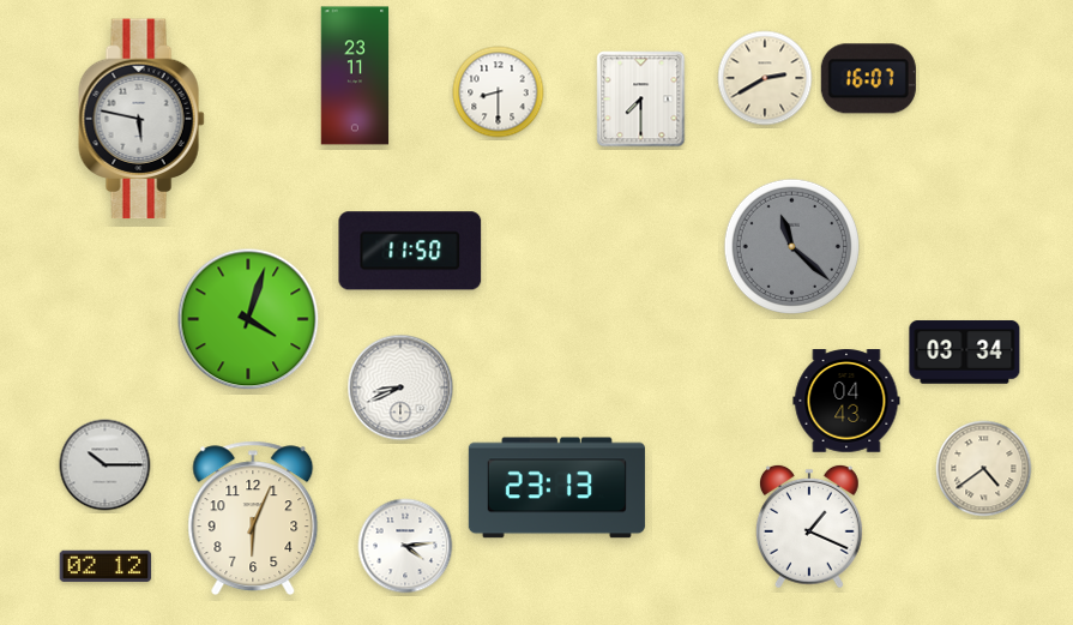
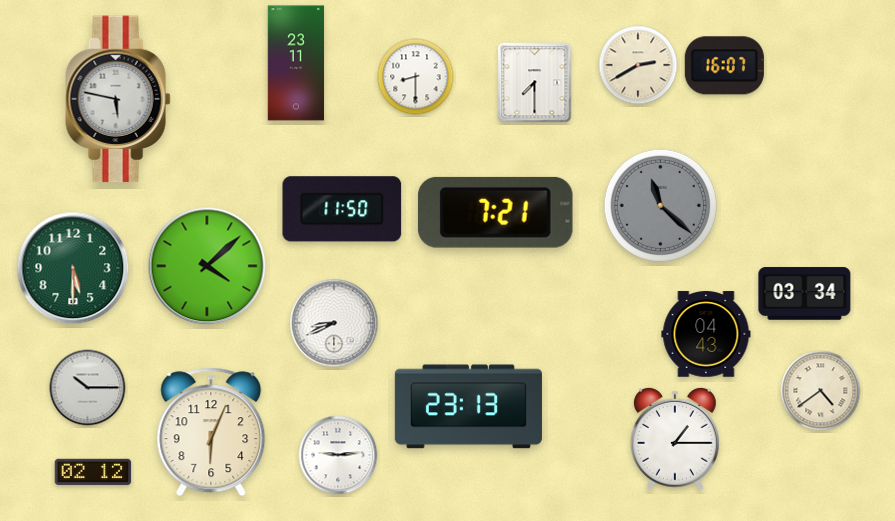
clock at (496, 212): none -> 7:21
clock at (248, 319): 4:03 -> 4:08
clock at (73, 268): none -> 5:30
clock at (556, 488) position: (556, 488) -> (468, 407)
clock at (809, 527): 1:19 -> 1:15
clock at (405, 546): 4:14 -> 9:14
clock at (106, 566) position: (106, 566) -> (93, 472)
